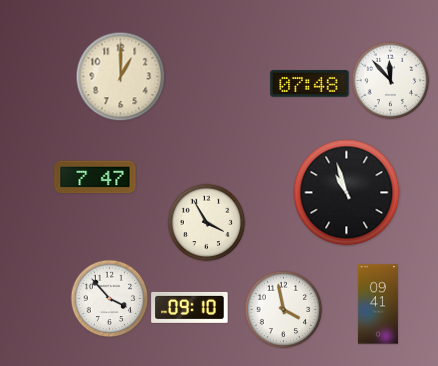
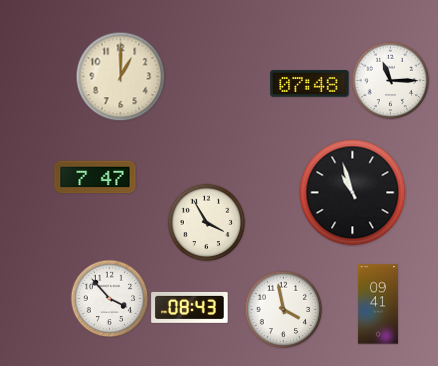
clock at (390, 80): 11:53 -> 11:15
clock at (347, 193) position: (347, 193) -> (353, 193)
clock at (190, 307): 09:10 -> 08:43
